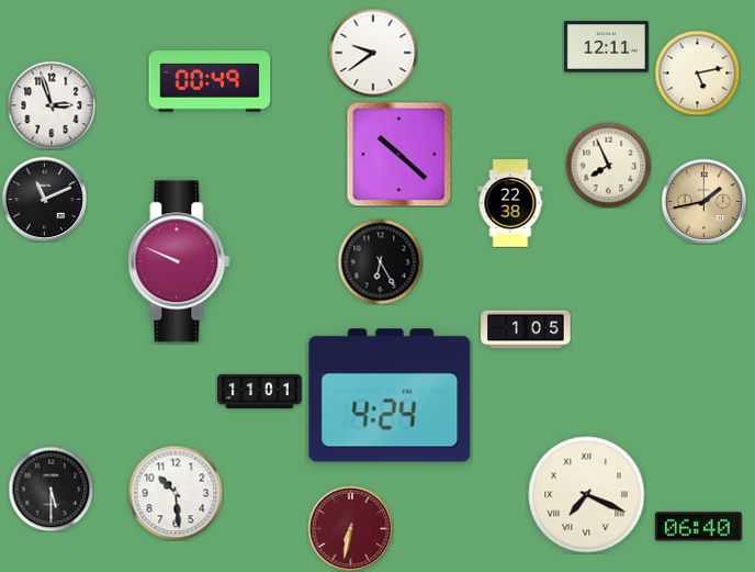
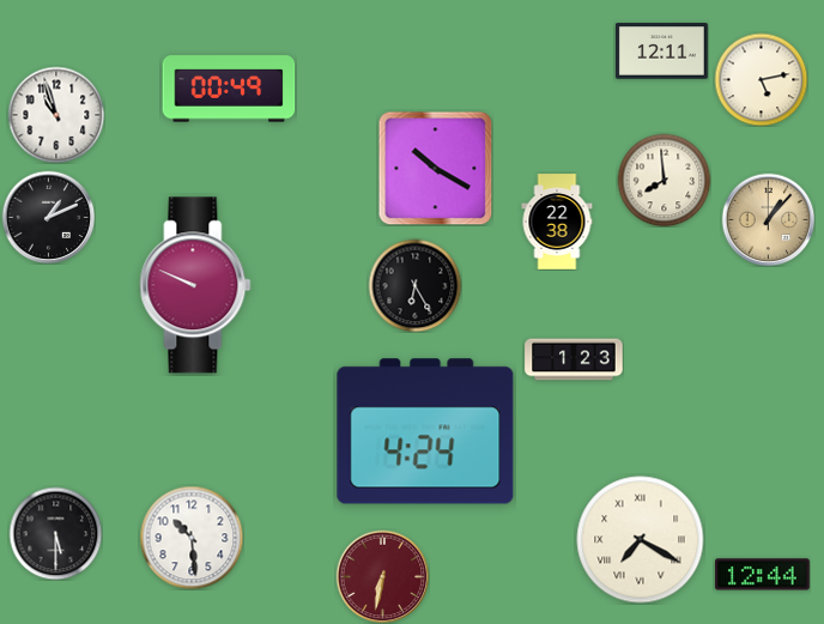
clock at (373, 53): 9:39 -> none
clock at (52, 105): 2:57 -> 10:57
clock at (398, 154): 10:22 -> 10:20
clock at (608, 165): 7:56 -> 7:59
clock at (44, 199): 11:11 -> 1:11
clock at (703, 201): 1:43 -> 1:07
clock at (526, 329): 1:05 -> 1:23
clock at (260, 392): 11:01 -> none
clock at (587, 495): 7:19 -> 7:20
clock at (699, 527): 06:40 -> 12:44
